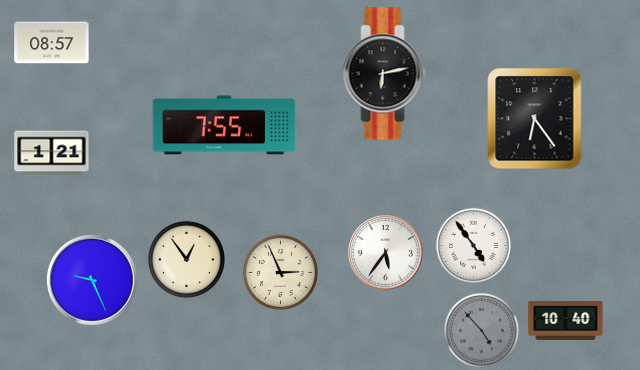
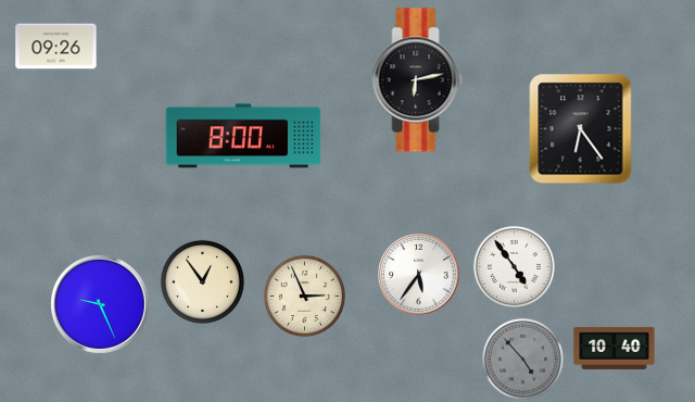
clock at (52, 43): 08:57 -> 09:26
clock at (224, 125): 7:55 -> 8:00
clock at (52, 154): 1:21 -> none
